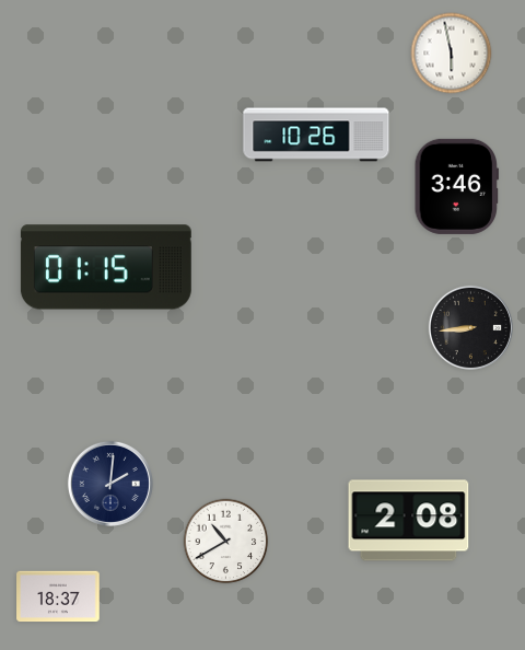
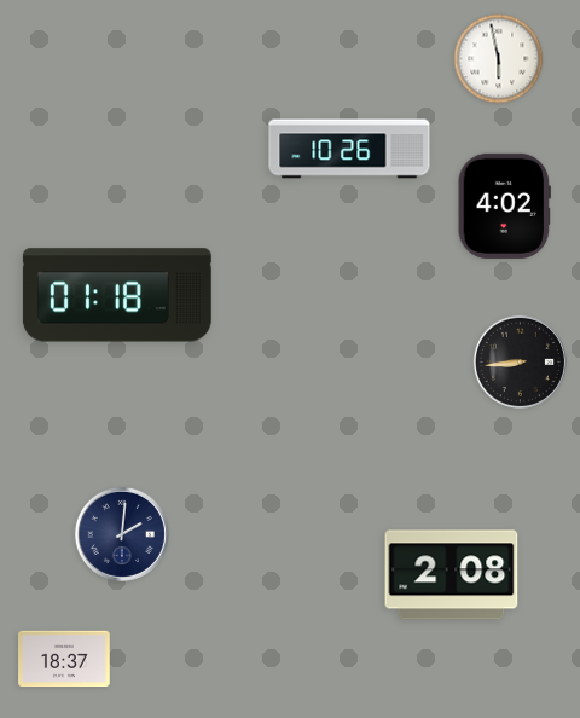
clock at (456, 186): 3:46 -> 4:02
clock at (106, 267): 01:15 -> 01:18
clock at (226, 542): 10:40 -> none
